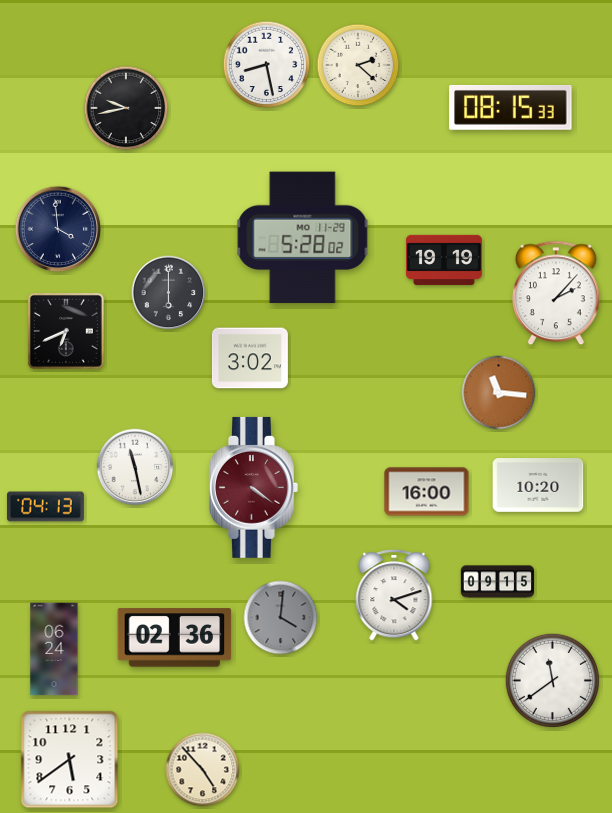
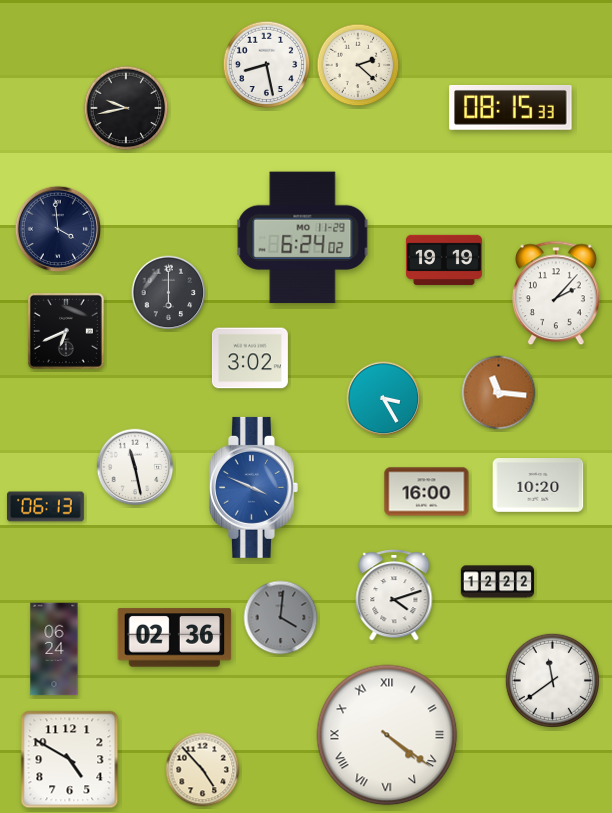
clock at (303, 238): 5:28 -> 6:24
clock at (384, 399): none -> 3:25
clock at (253, 487): 4:21 -> 3:49
clock at (253, 487) dial: burgundy -> blue
clock at (46, 507): 04:13 -> 06:13
clock at (498, 582): 09:15 -> 12:22
clock at (387, 735): none -> 4:21
clock at (70, 760): 5:39 -> 4:50
